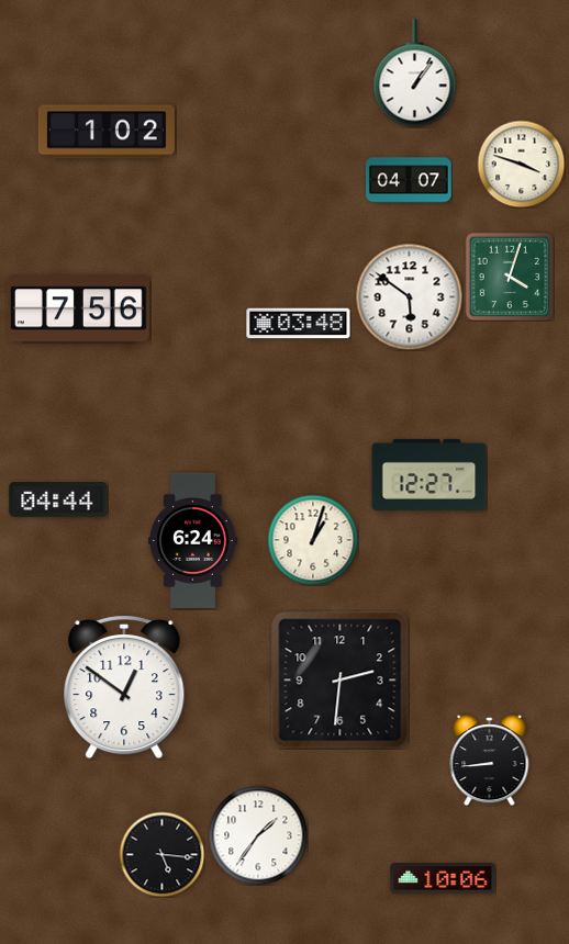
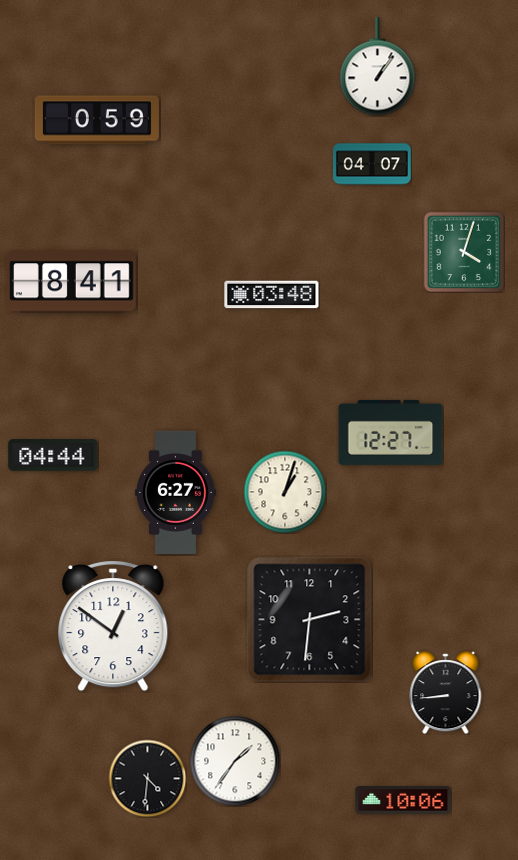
clock at (107, 132): 1:02 -> 0:59
clock at (521, 164): 3:48 -> none
clock at (409, 296): 5:51 -> none
clock at (79, 310): 7:56 -> 8:41
clock at (193, 540): 6:24 -> 6:27
clock at (161, 854): 5:16 -> 4:31
